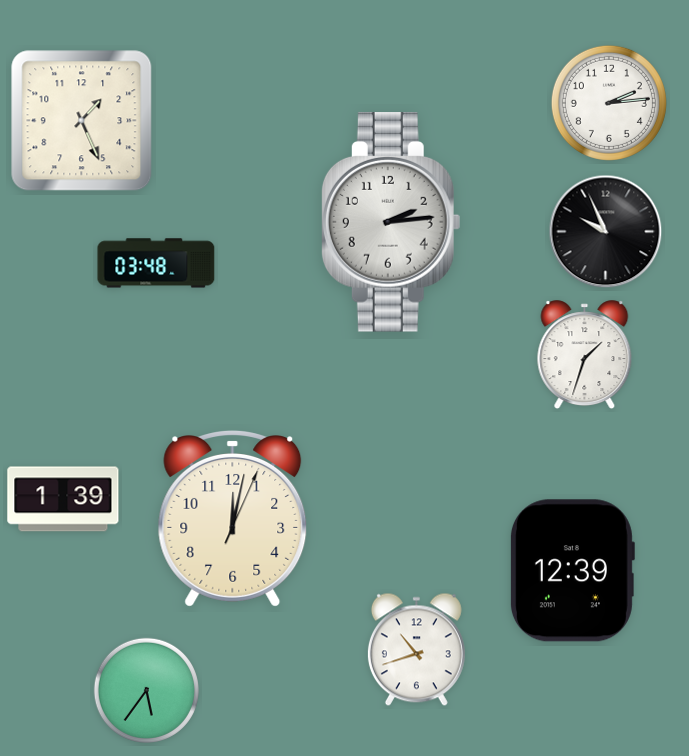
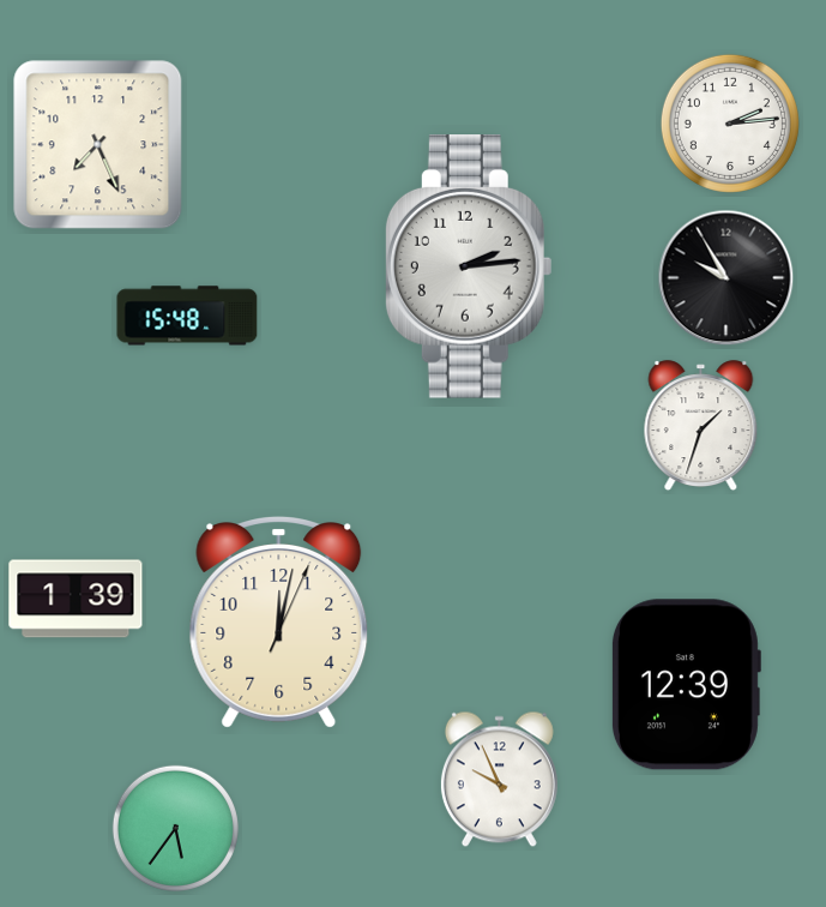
clock at (82, 121): 1:26 -> 7:26
clock at (606, 232): 9:56 -> 9:55
clock at (156, 263): 03:48 -> 15:48
clock at (416, 650): 10:42 -> 9:56
